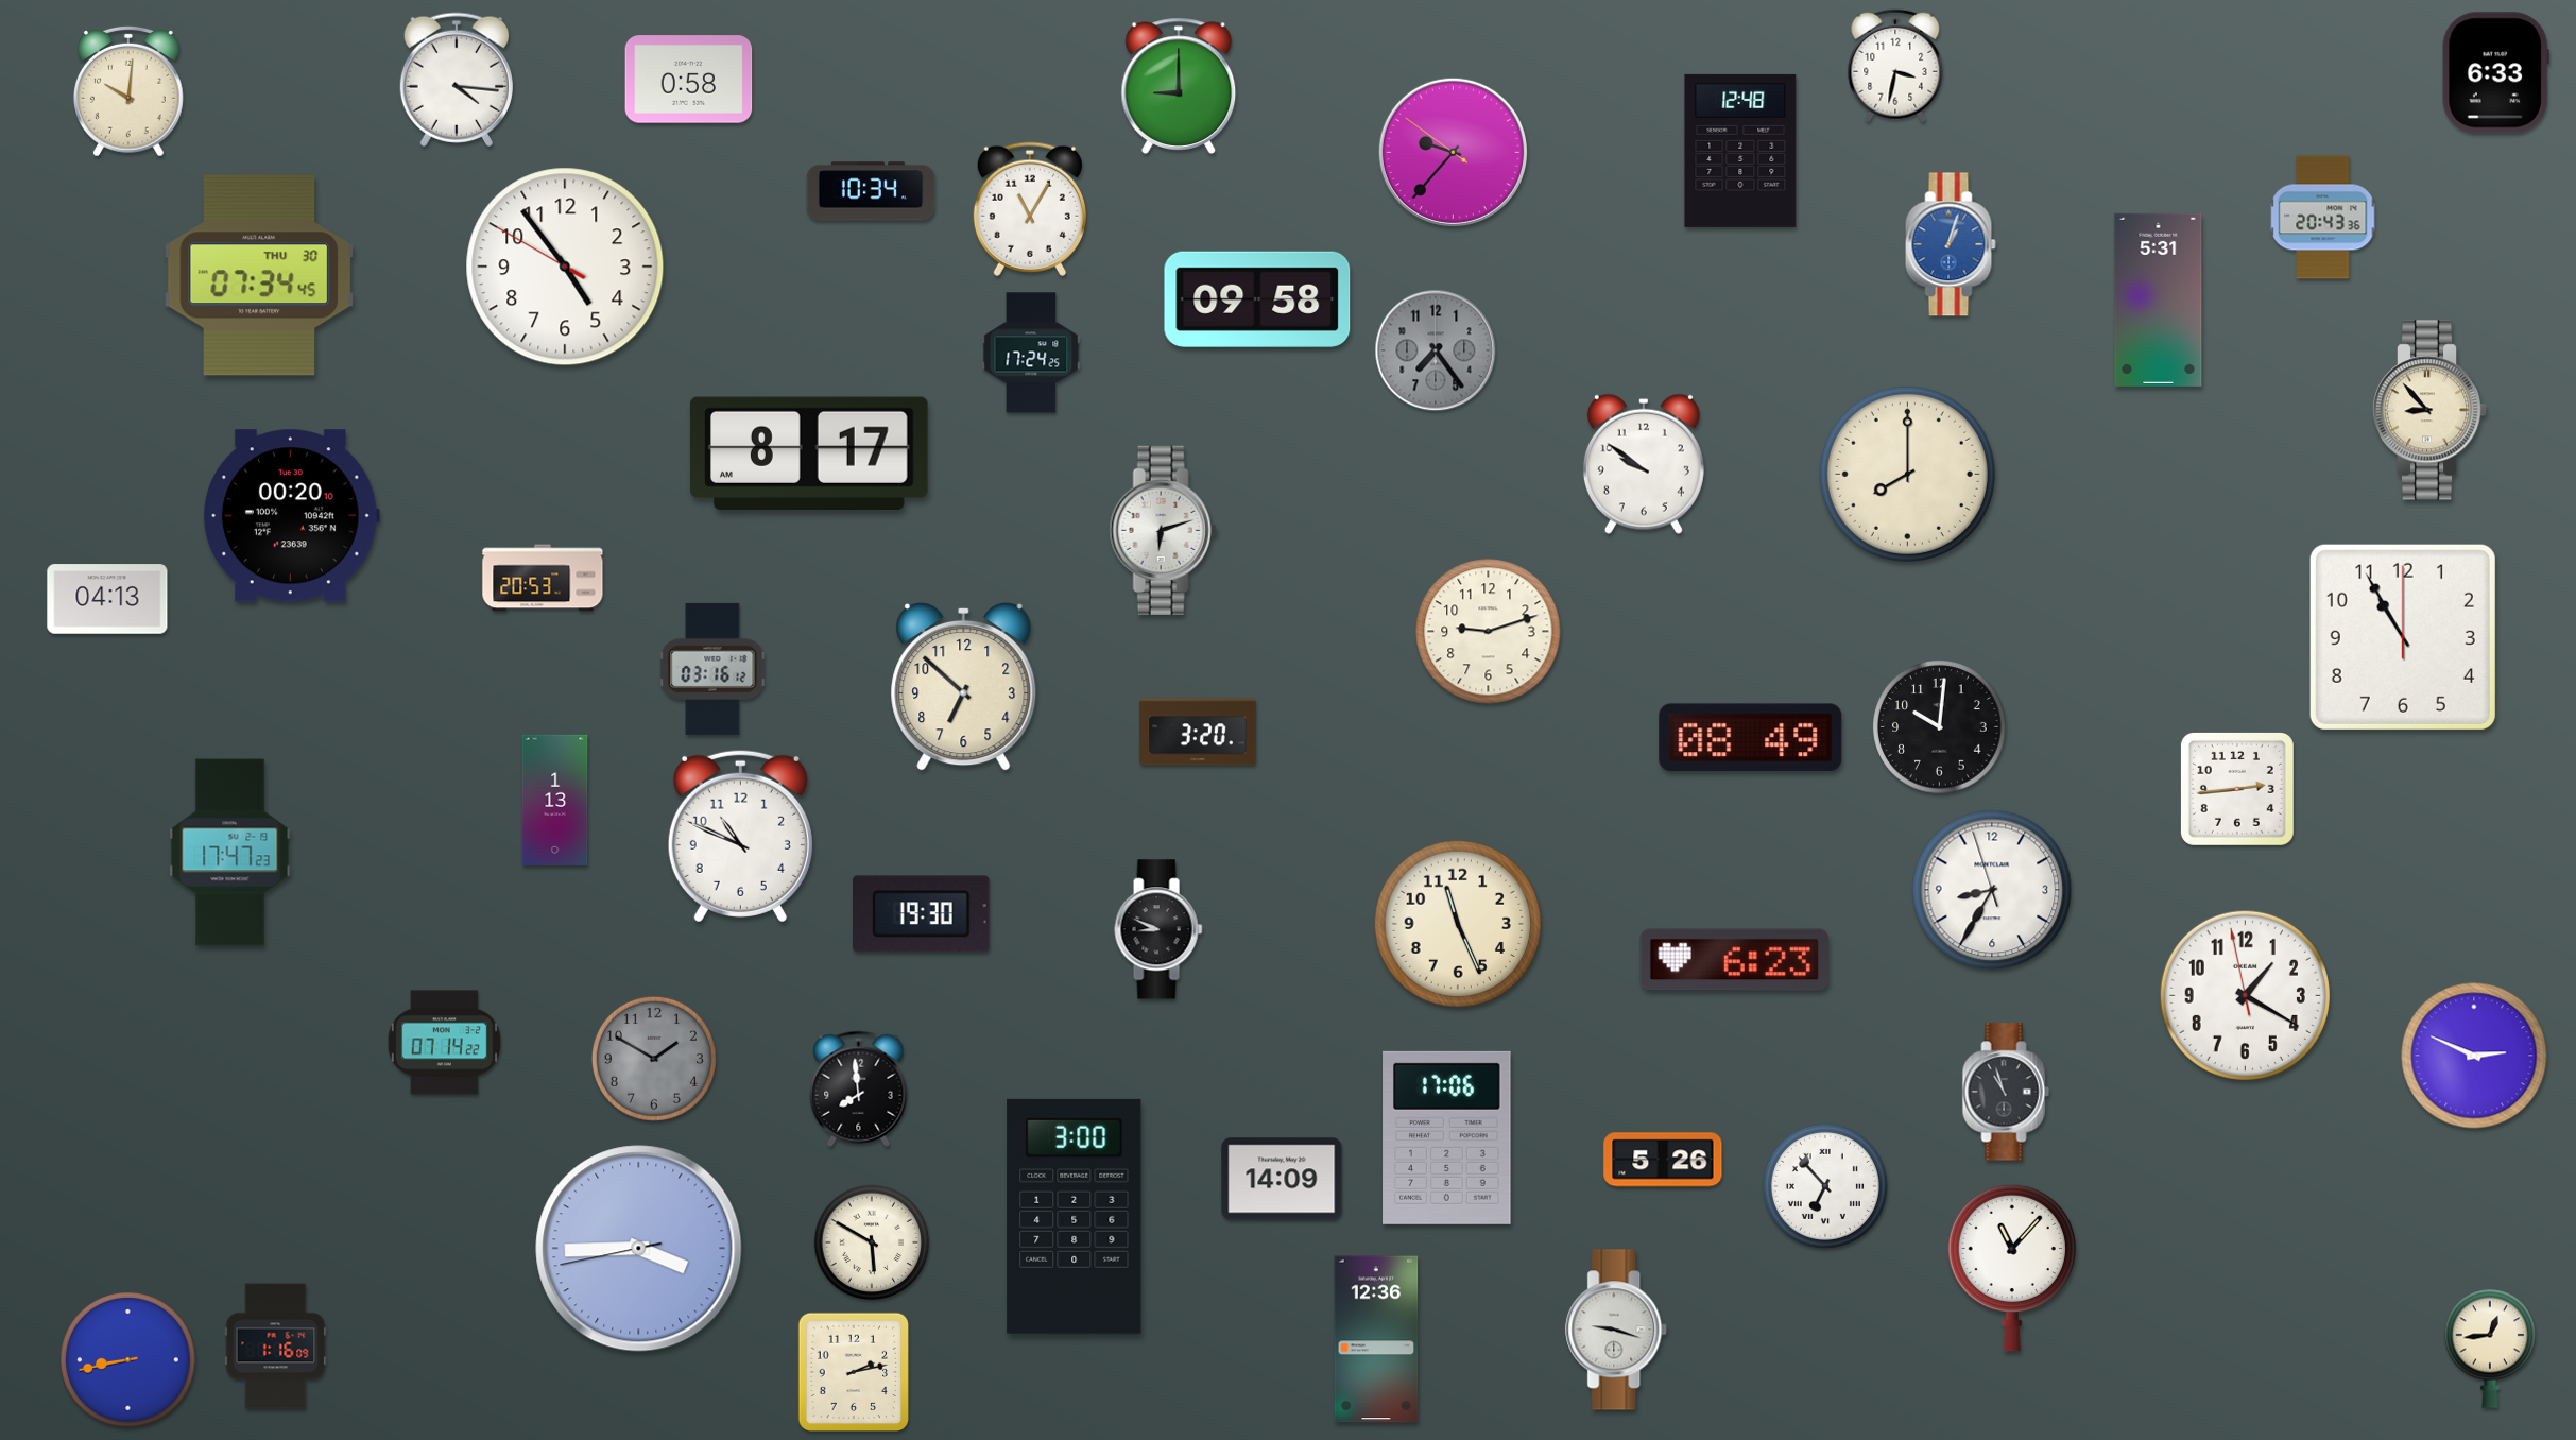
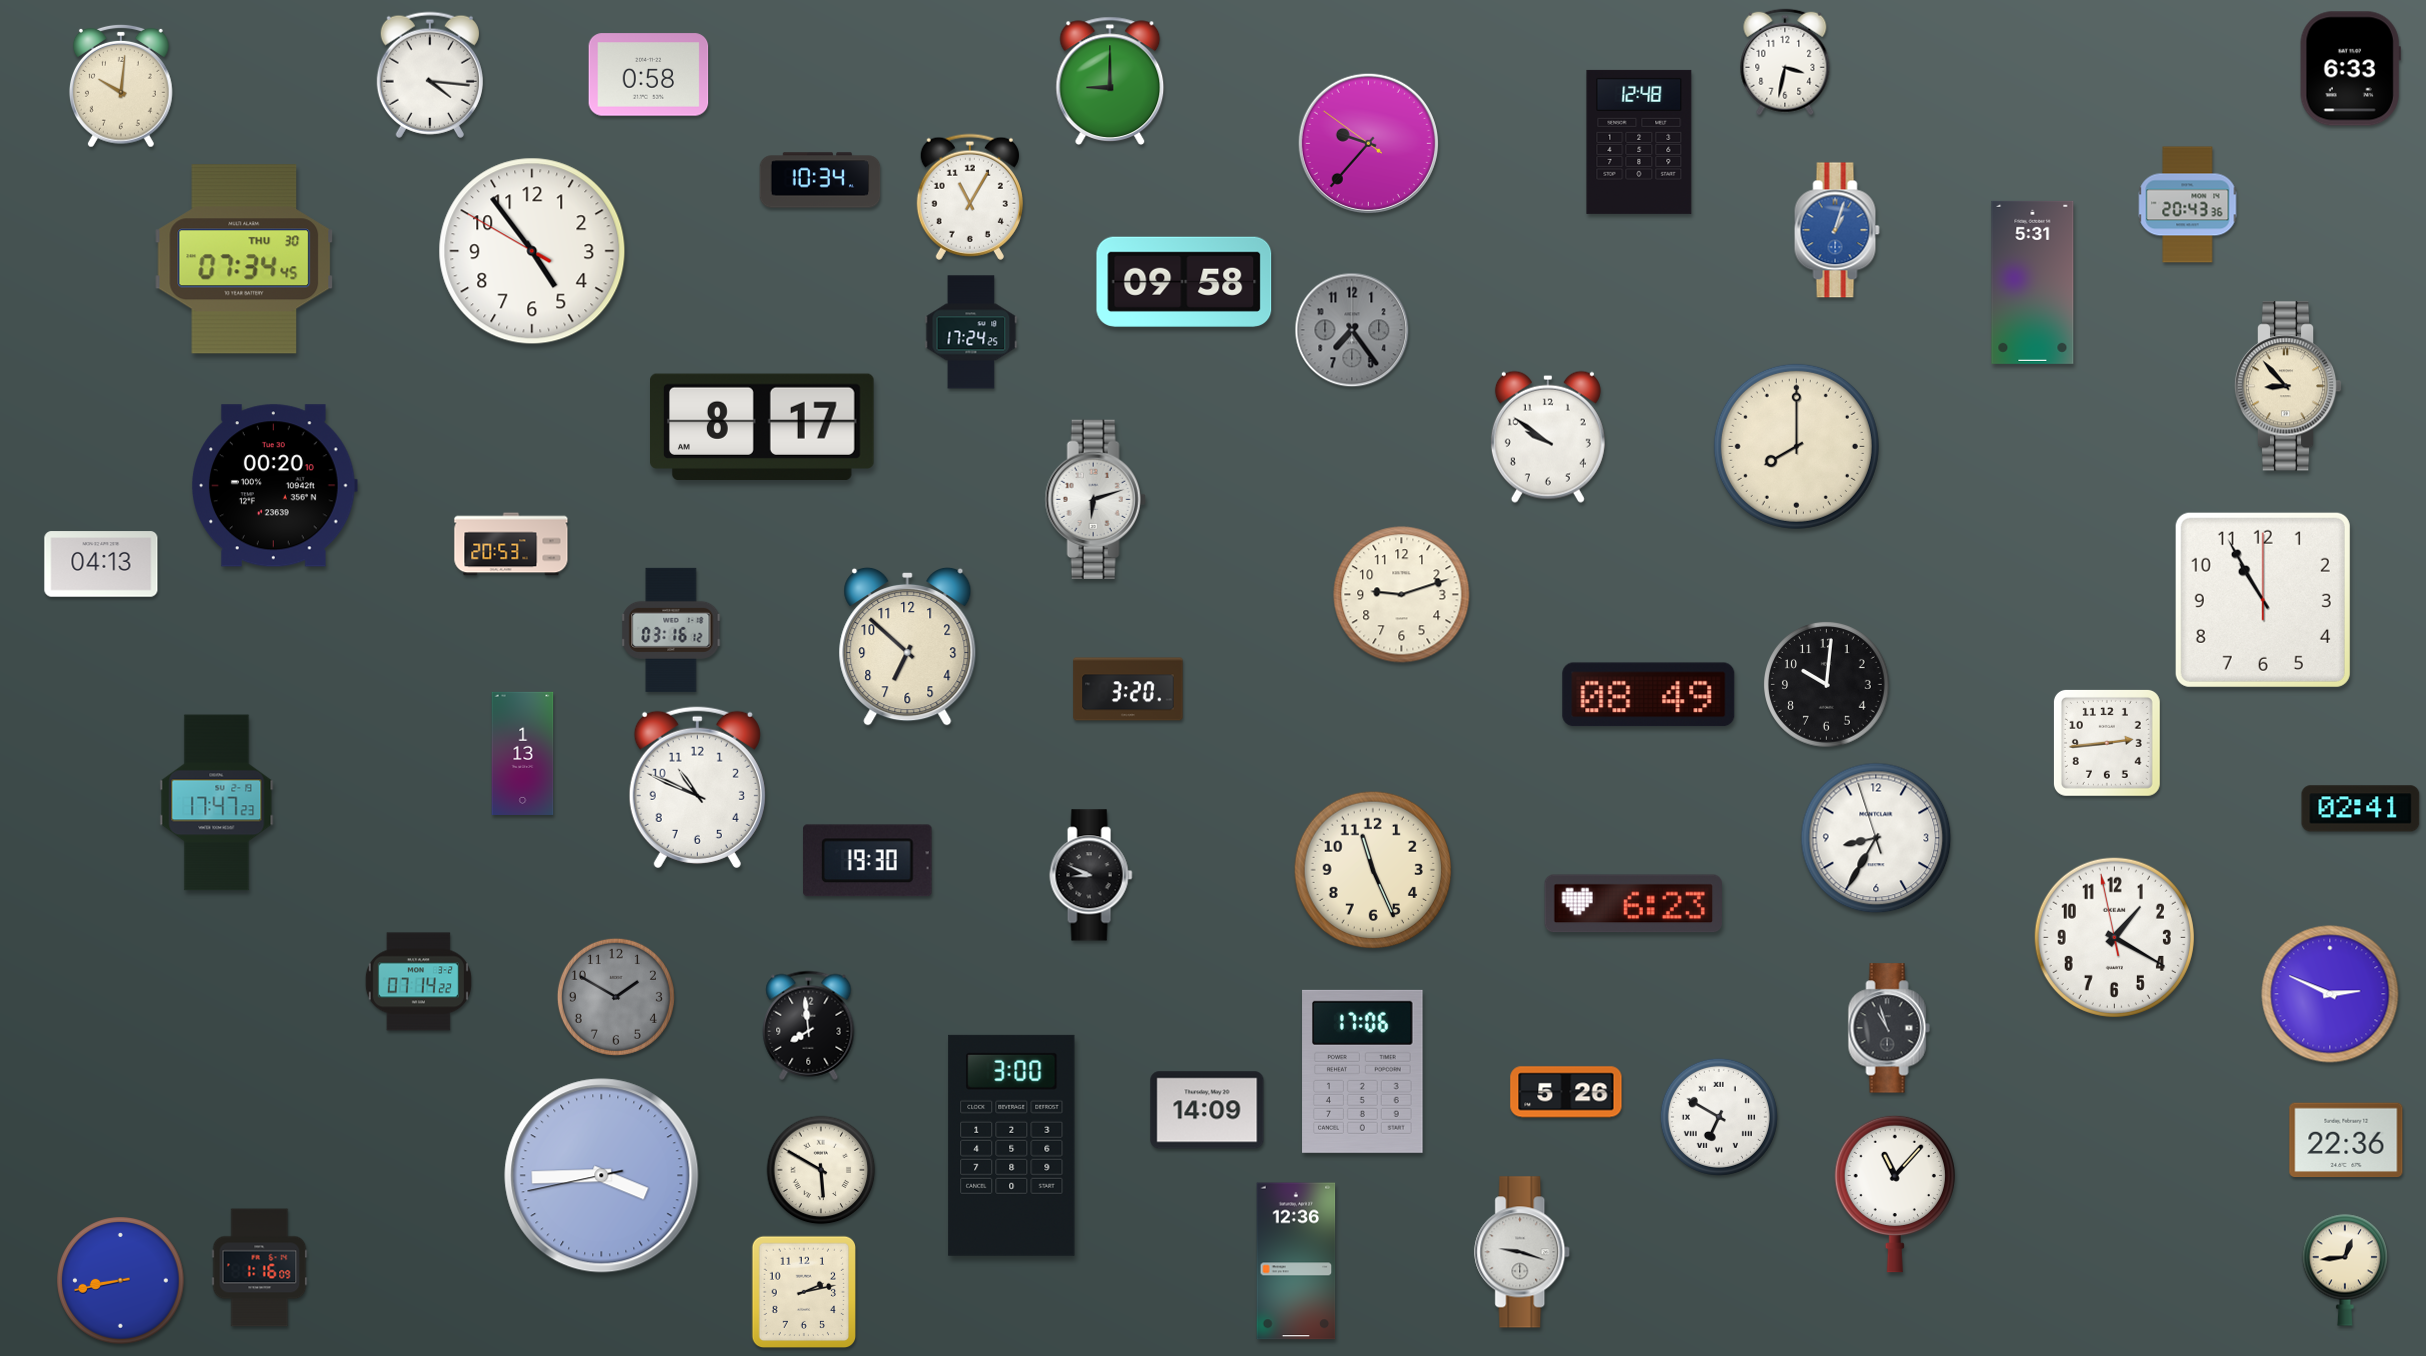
clock at (2361, 809): none -> 02:41
clock at (1825, 1186): 6:53 -> 6:50
clock at (2346, 1140): none -> 22:36
